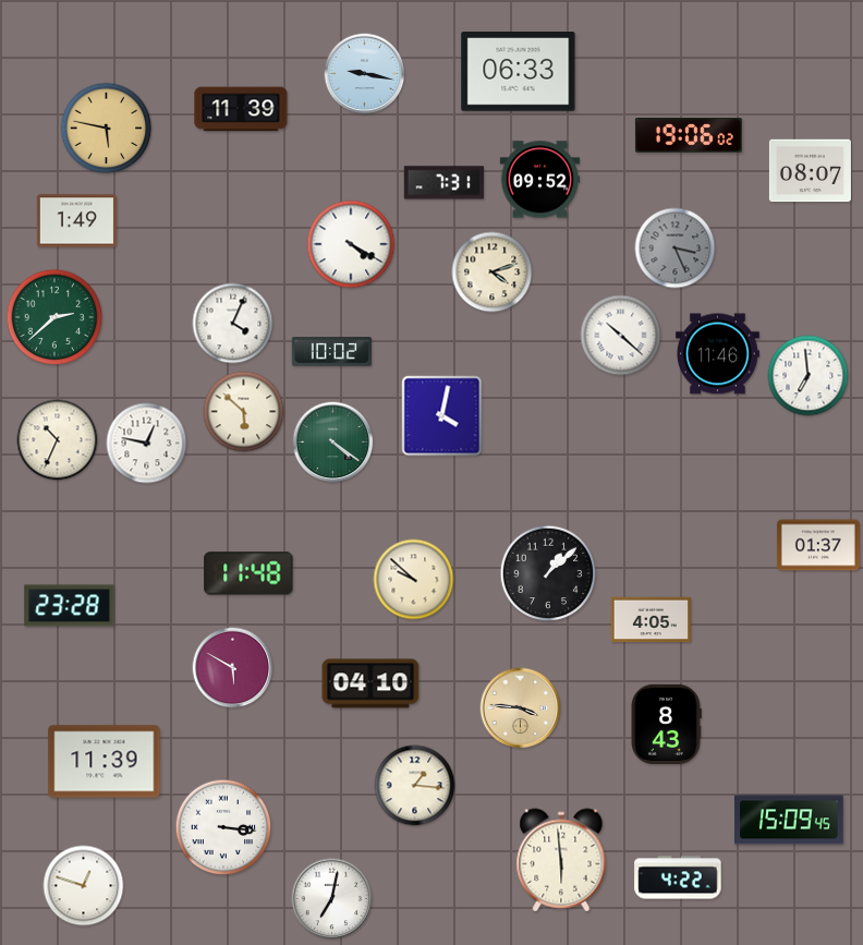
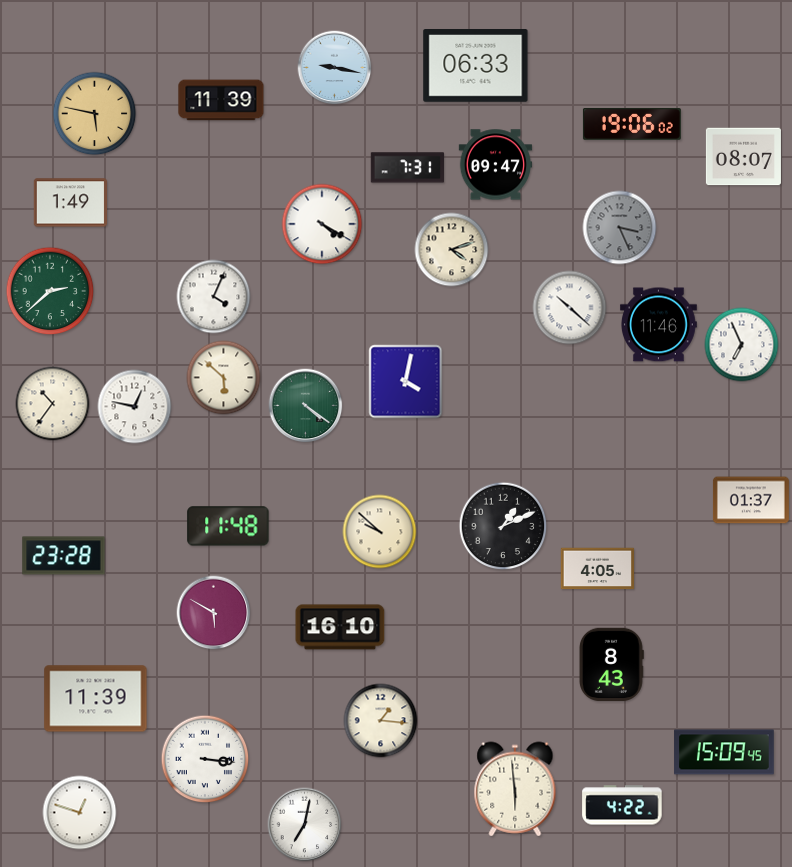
clock at (107, 129) position: (107, 129) -> (95, 114)
clock at (540, 180): 09:52 -> 09:47
clock at (331, 352): 10:02 -> none
clock at (809, 376): 6:59 -> 6:56
clock at (58, 440): 10:34 -> 10:36
clock at (548, 573): 1:08 -> 1:11
clock at (370, 683): 04:10 -> 16:10
clock at (521, 708): 3:46 -> none
clock at (84, 886) position: (84, 886) -> (80, 813)
